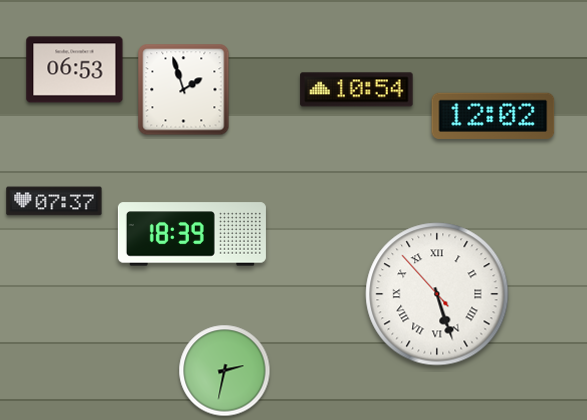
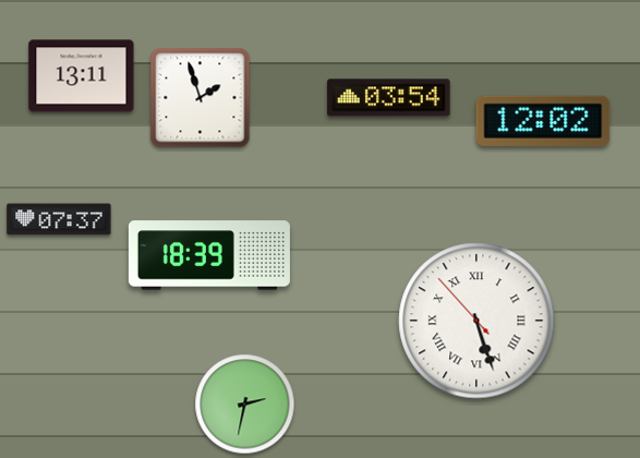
clock at (75, 70): 06:53 -> 13:11
clock at (357, 90): 10:54 -> 03:54
clock at (493, 116) position: (493, 116) -> (543, 121)
